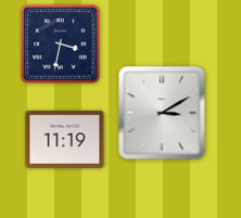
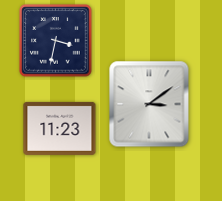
clock at (162, 113): 3:10 -> 3:09
clock at (65, 139): 11:19 -> 11:23
